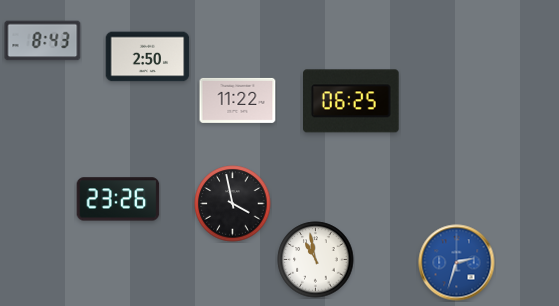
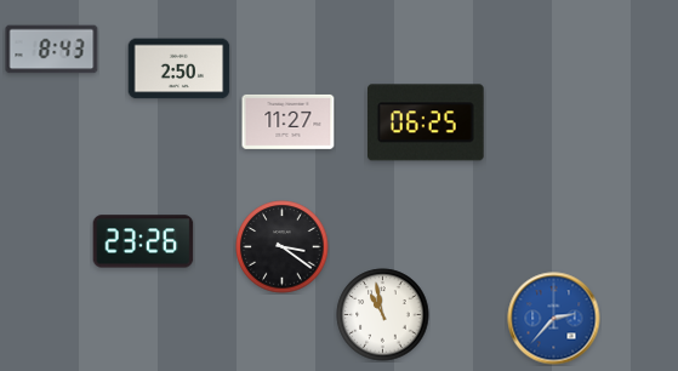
clock at (238, 100): 11:22 -> 11:27
clock at (233, 204): 3:58 -> 3:21
clock at (457, 263): 2:33 -> 2:37
